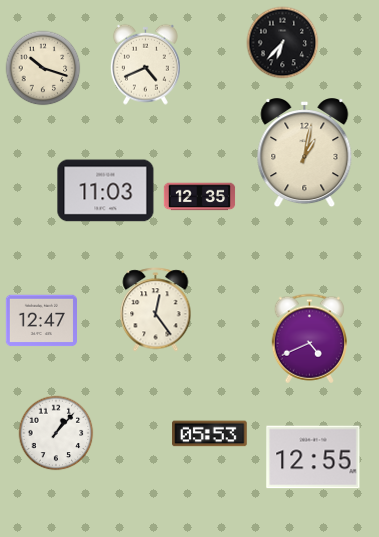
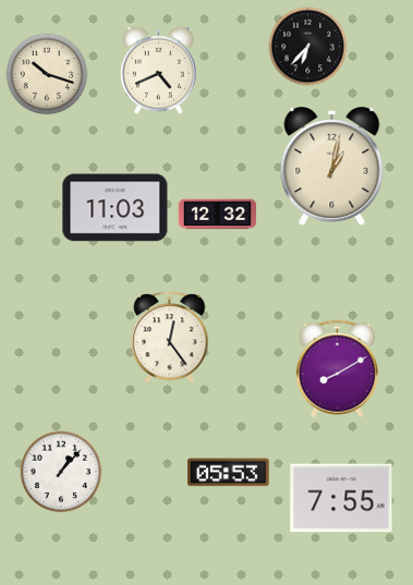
clock at (200, 197): 12:35 -> 12:32
clock at (41, 321): 12:47 -> none
clock at (309, 339): 4:41 -> 8:10
clock at (313, 457): 12:55 -> 7:55
